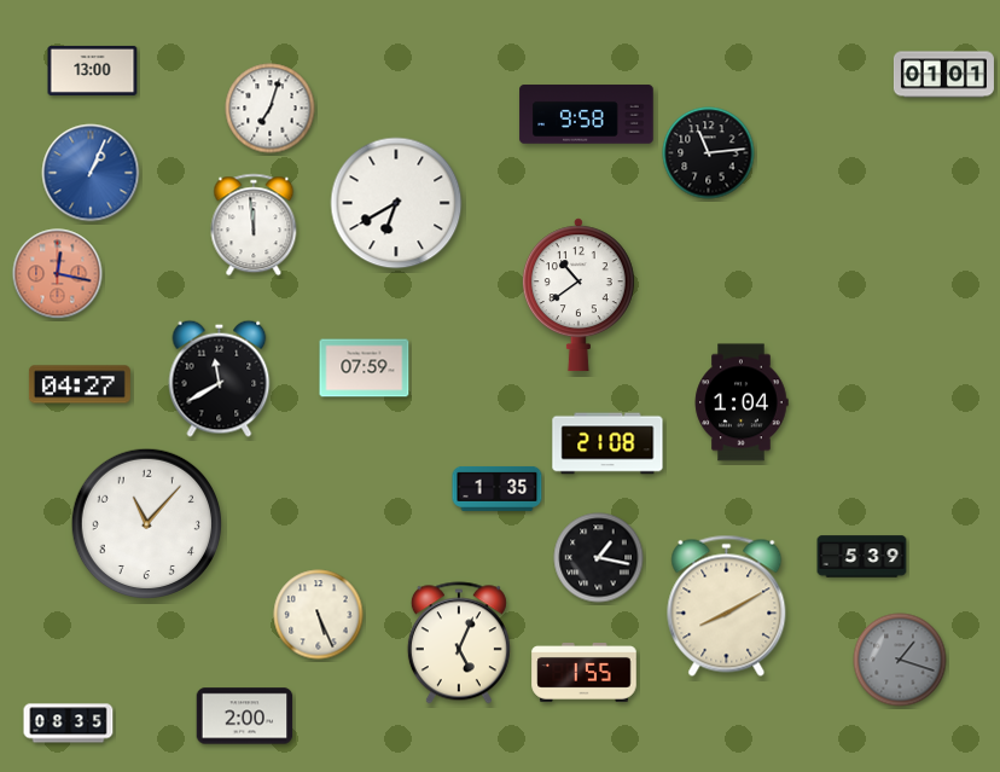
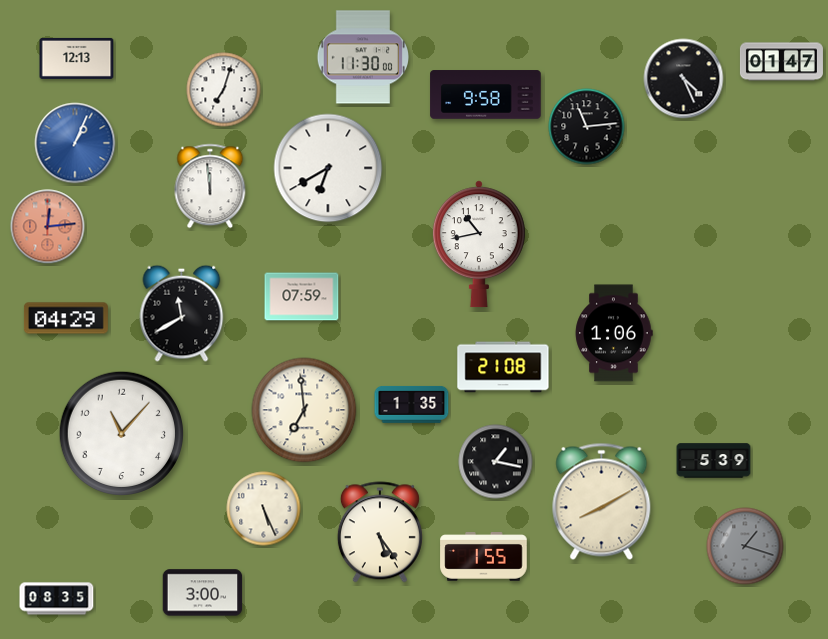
clock at (362, 57): none -> 11:30
clock at (93, 70): 13:00 -> 12:13
clock at (943, 75): 01:01 -> 01:47
clock at (684, 79): none -> 4:26
clock at (58, 274): 12:17 -> 12:14
clock at (579, 295): 10:39 -> 10:43
clock at (365, 368) position: (365, 368) -> (302, 297)
clock at (80, 384): 04:27 -> 04:29
clock at (742, 402): 1:04 -> 1:06
clock at (304, 410): none -> 6:59
clock at (459, 643): 5:04 -> 5:24
clock at (245, 716): 2:00 -> 3:00
